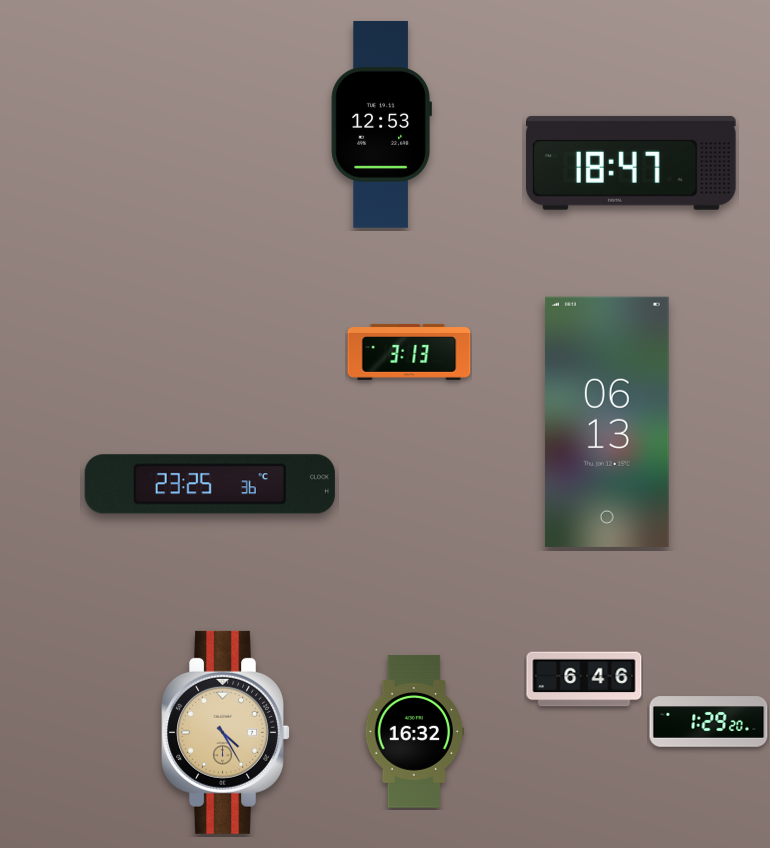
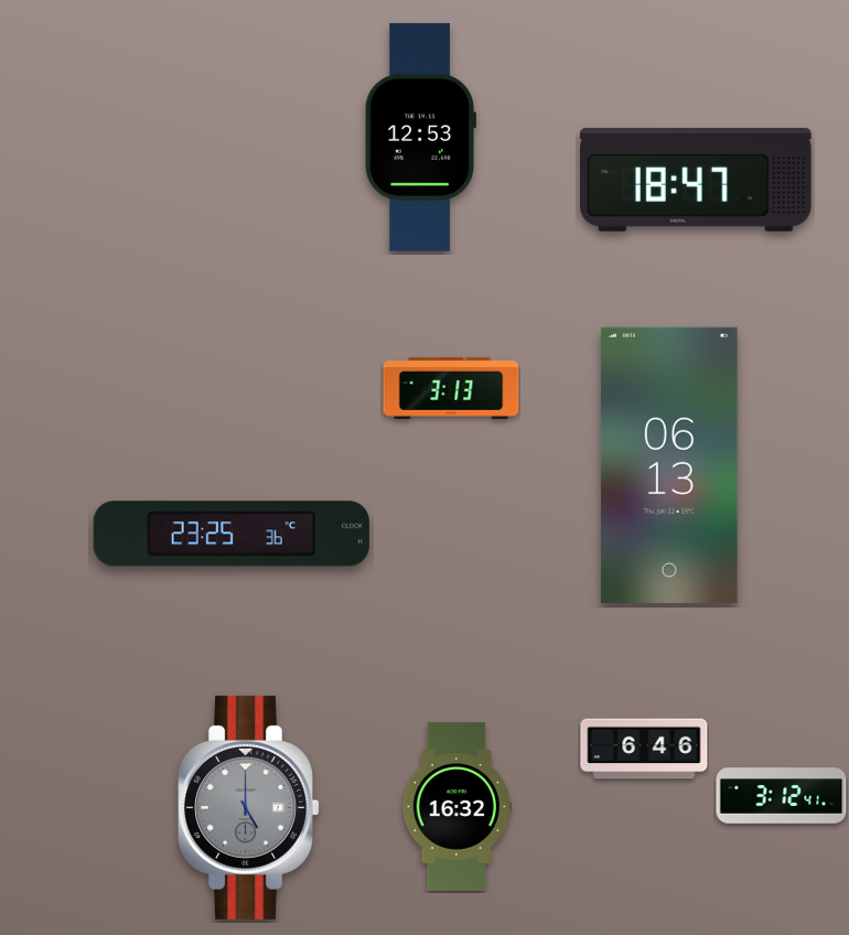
clock at (709, 722): 1:29 -> 3:12
clock at (225, 732): 4:25 -> 5:00
clock at (225, 732) dial: champagne -> grey
